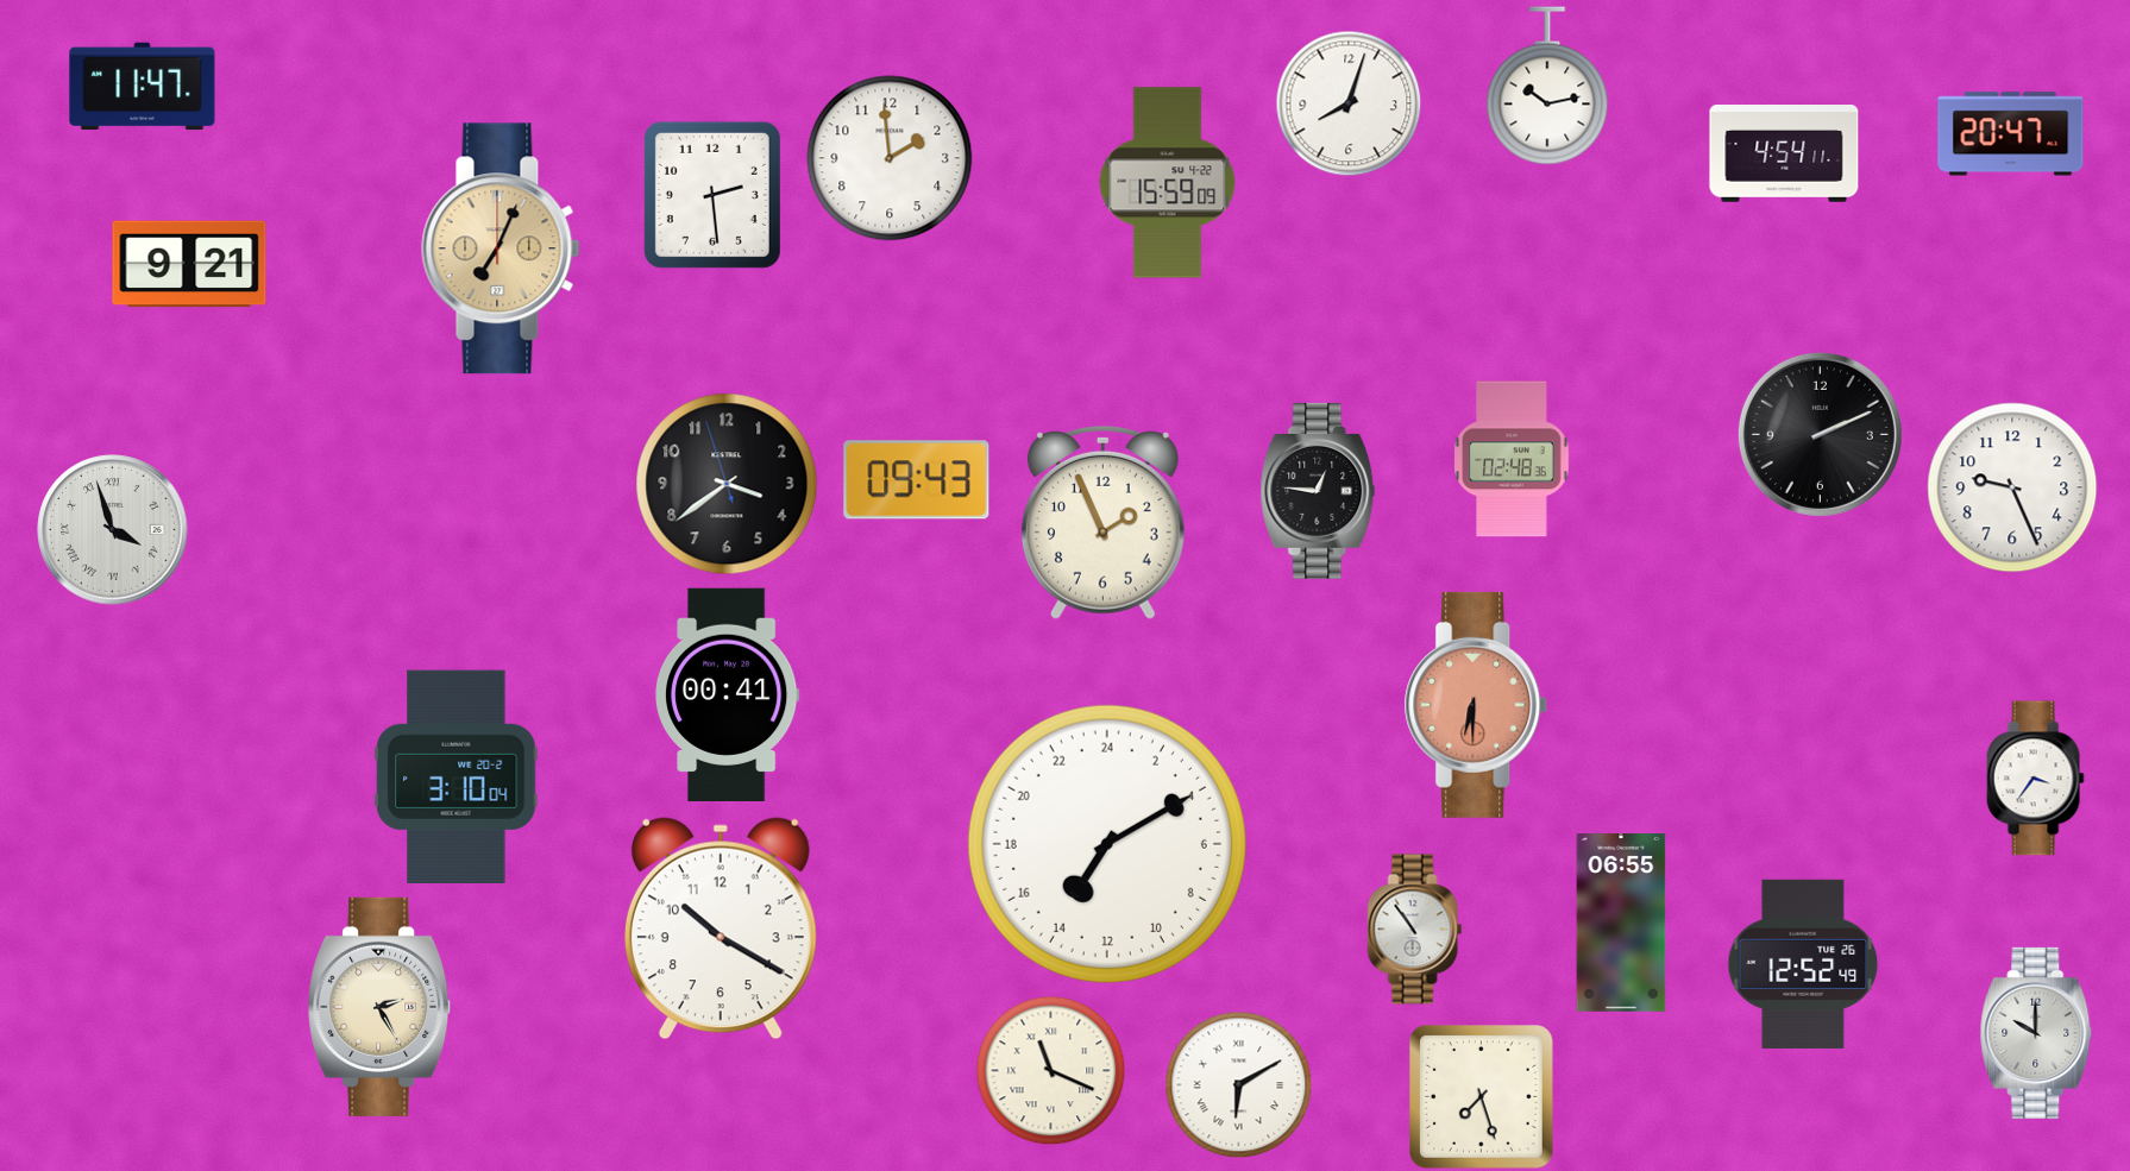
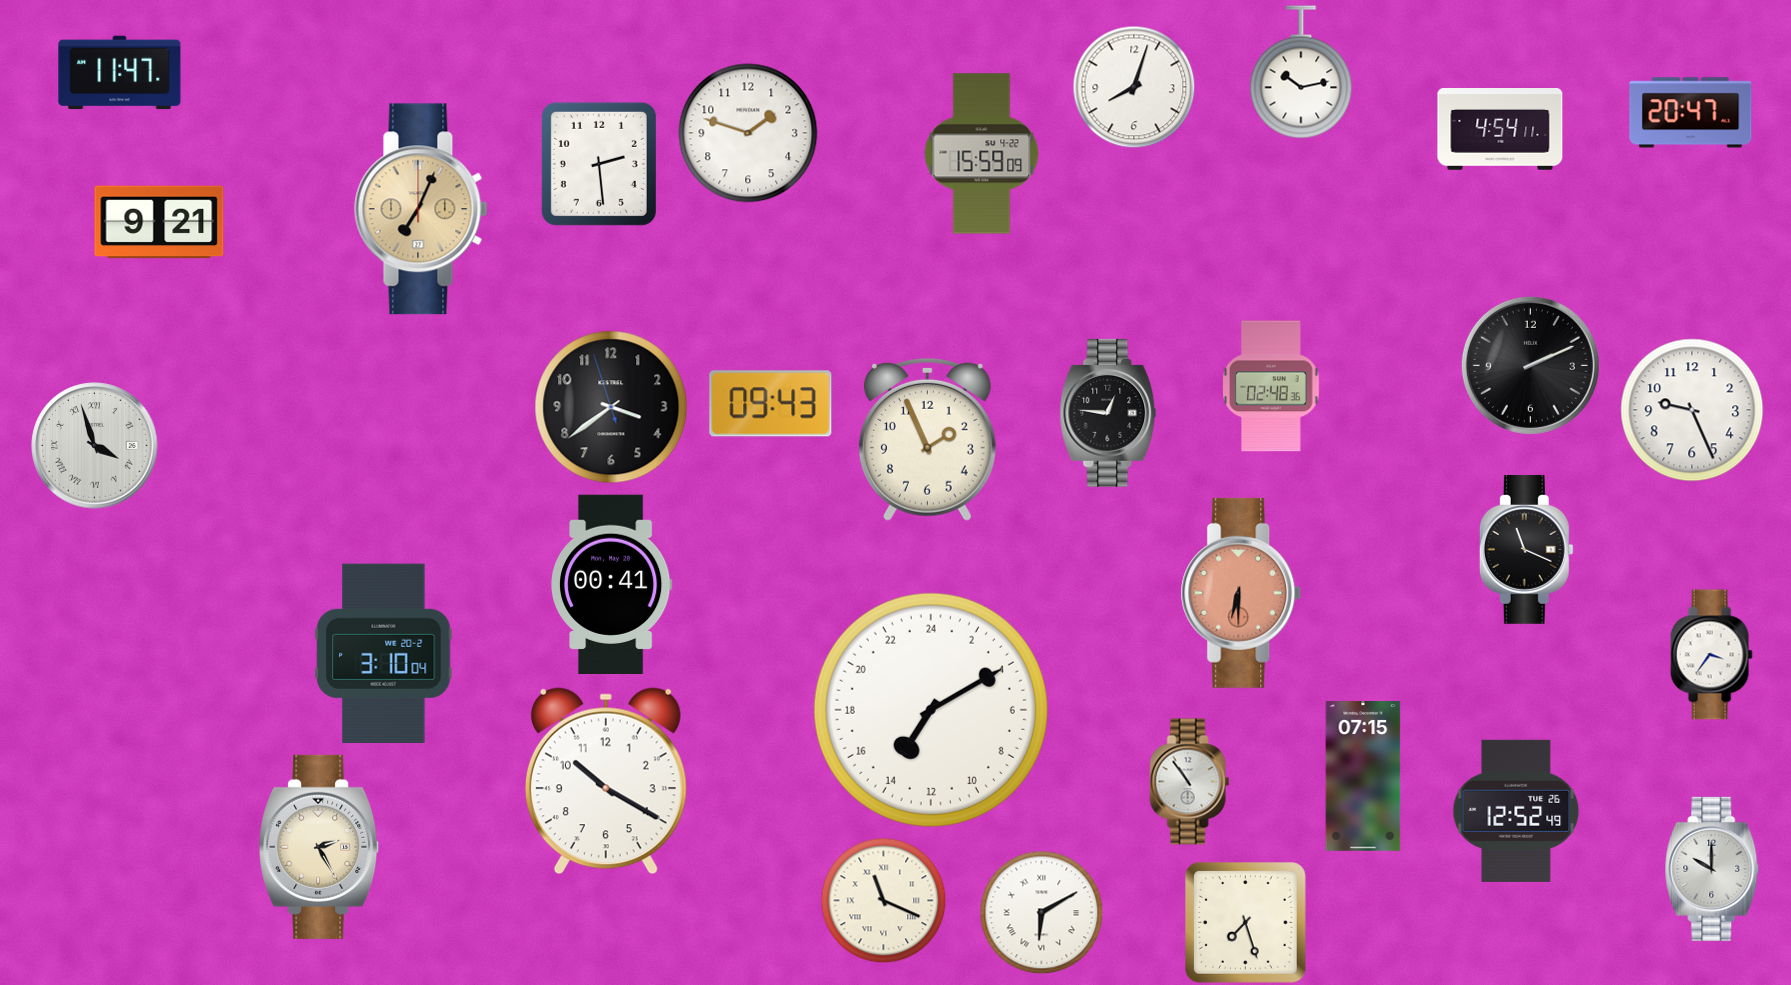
clock at (890, 158): 1:59 -> 1:48
clock at (1526, 549): none -> 11:19
clock at (1621, 924): 06:55 -> 07:15
